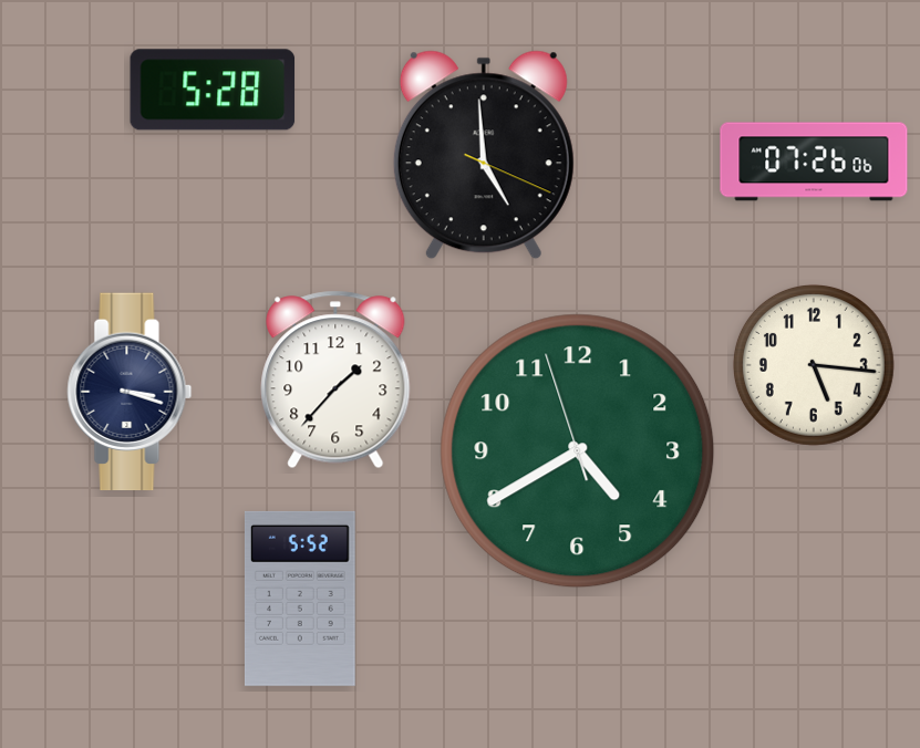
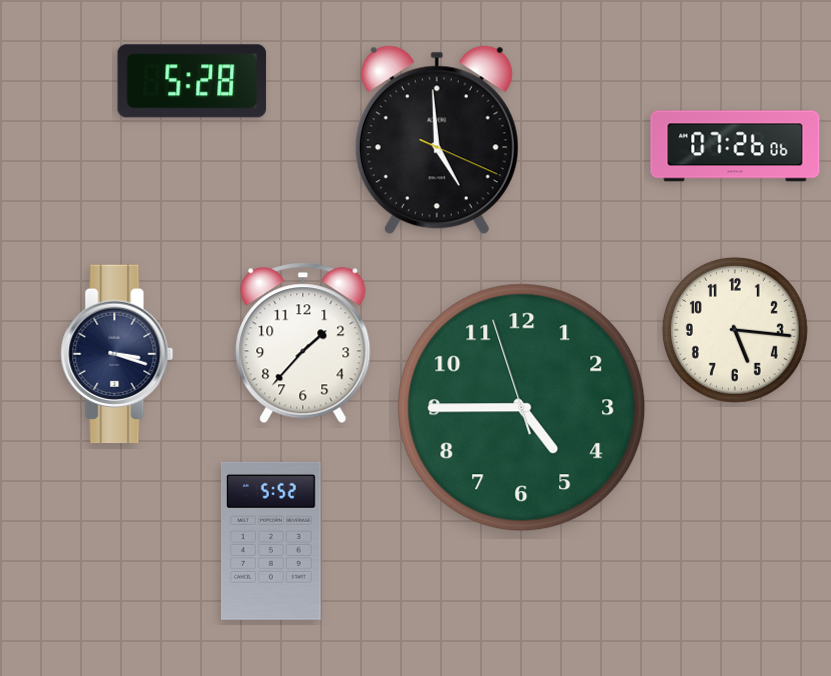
clock at (578, 451): 4:39 -> 4:44
